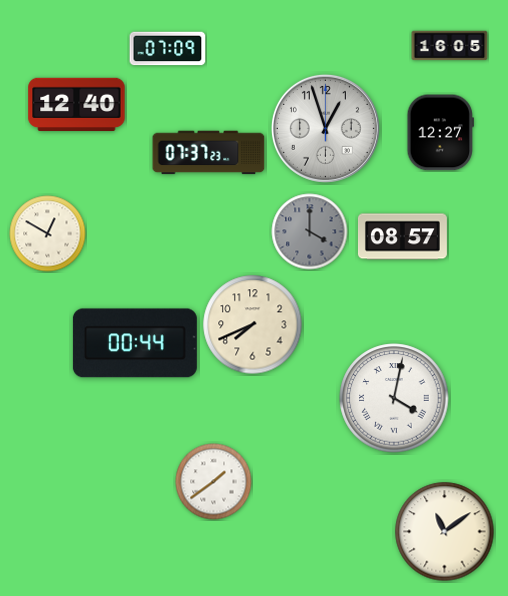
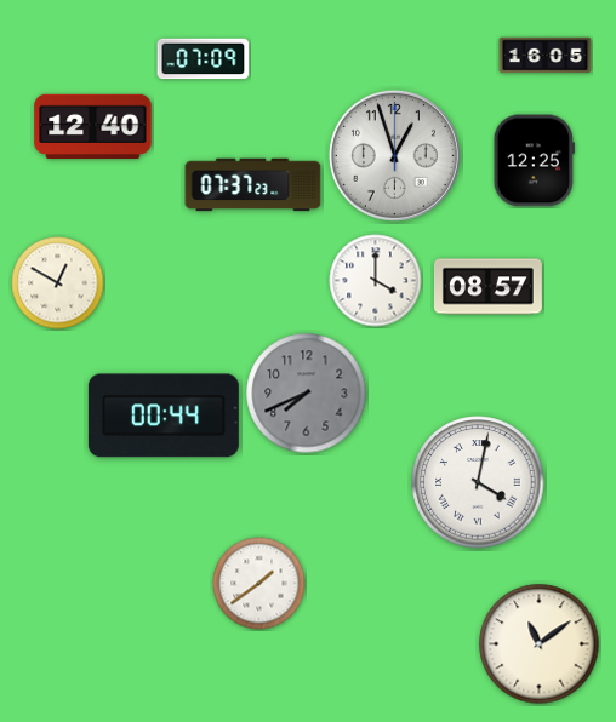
clock at (440, 133): 12:27 -> 12:25
clock at (310, 232) dial: grey -> white
clock at (253, 325) dial: cream -> grey
